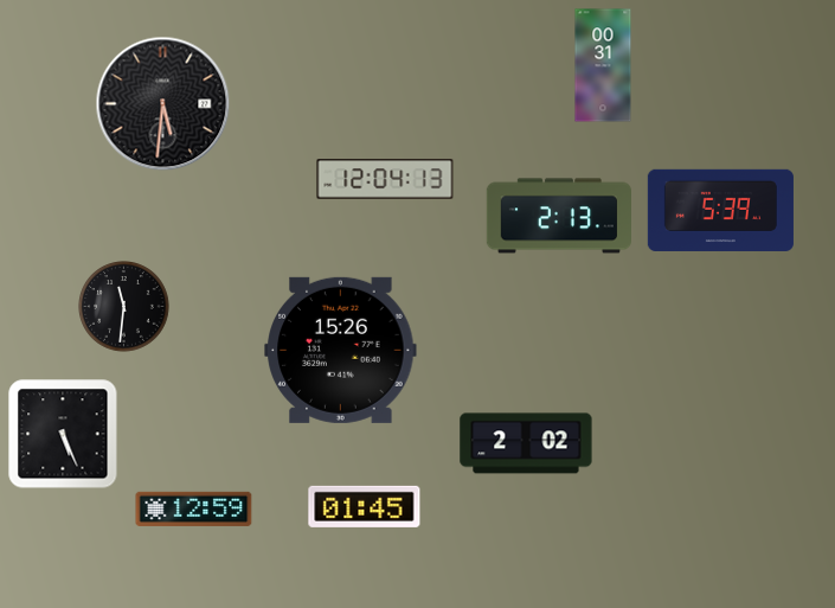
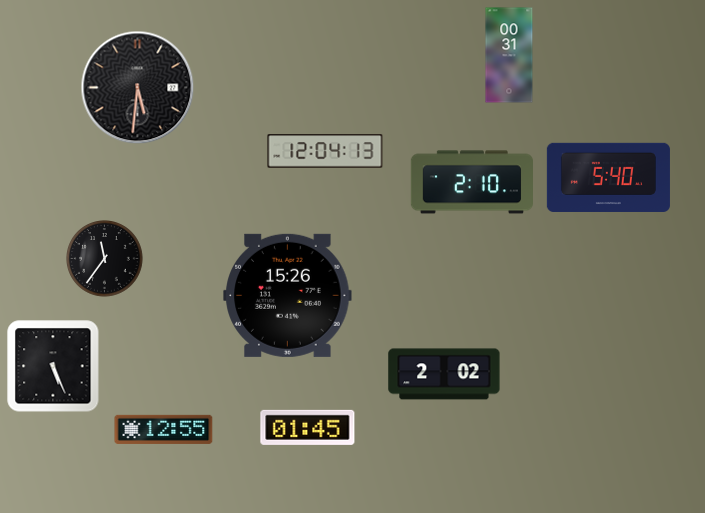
clock at (720, 210): 5:39 -> 5:40
clock at (558, 216): 2:13 -> 2:10
clock at (124, 307): 11:31 -> 11:36
clock at (194, 508): 12:59 -> 12:55
